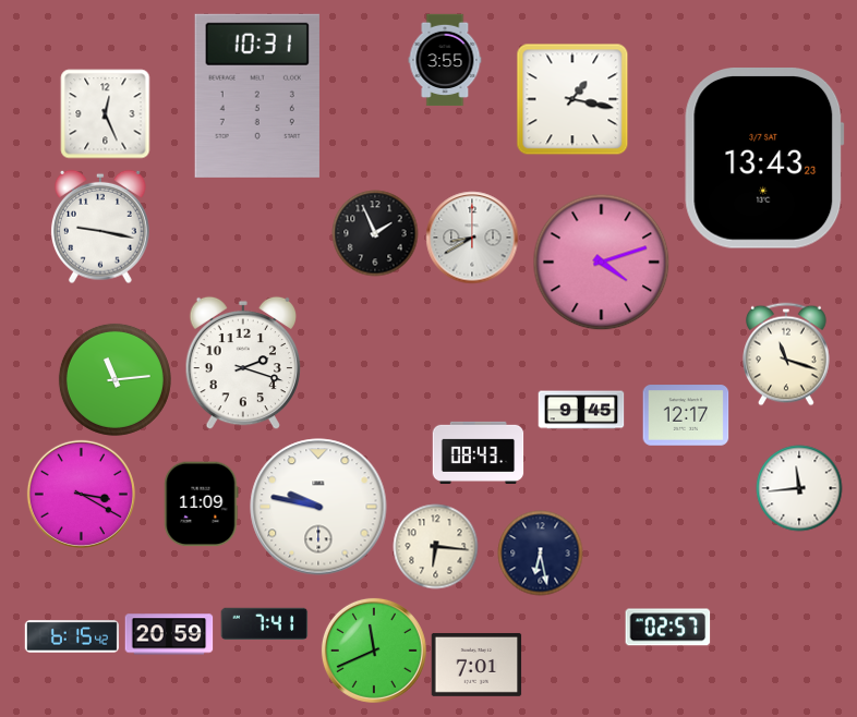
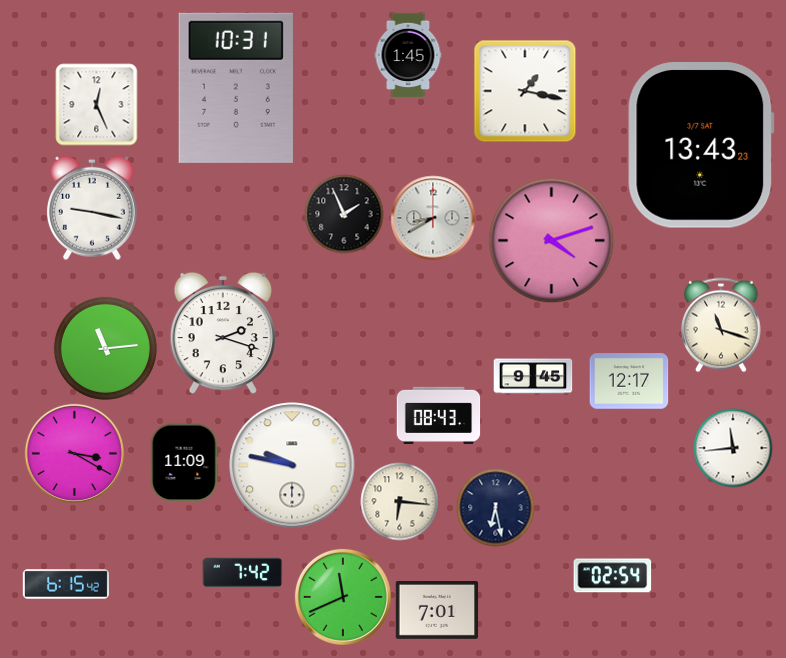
clock at (445, 60): 3:55 -> 1:45
clock at (264, 623): 7:41 -> 7:42
clock at (667, 628): 02:57 -> 02:54
clock at (169, 634): 20:59 -> none
